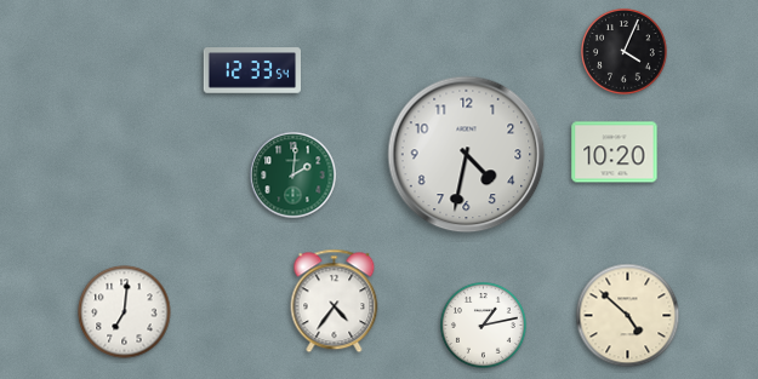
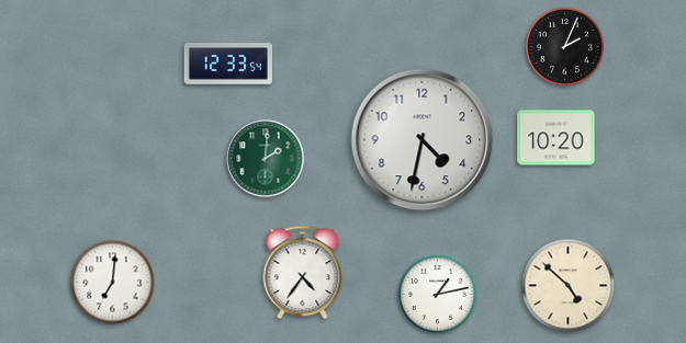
clock at (625, 52): 4:04 -> 2:04
